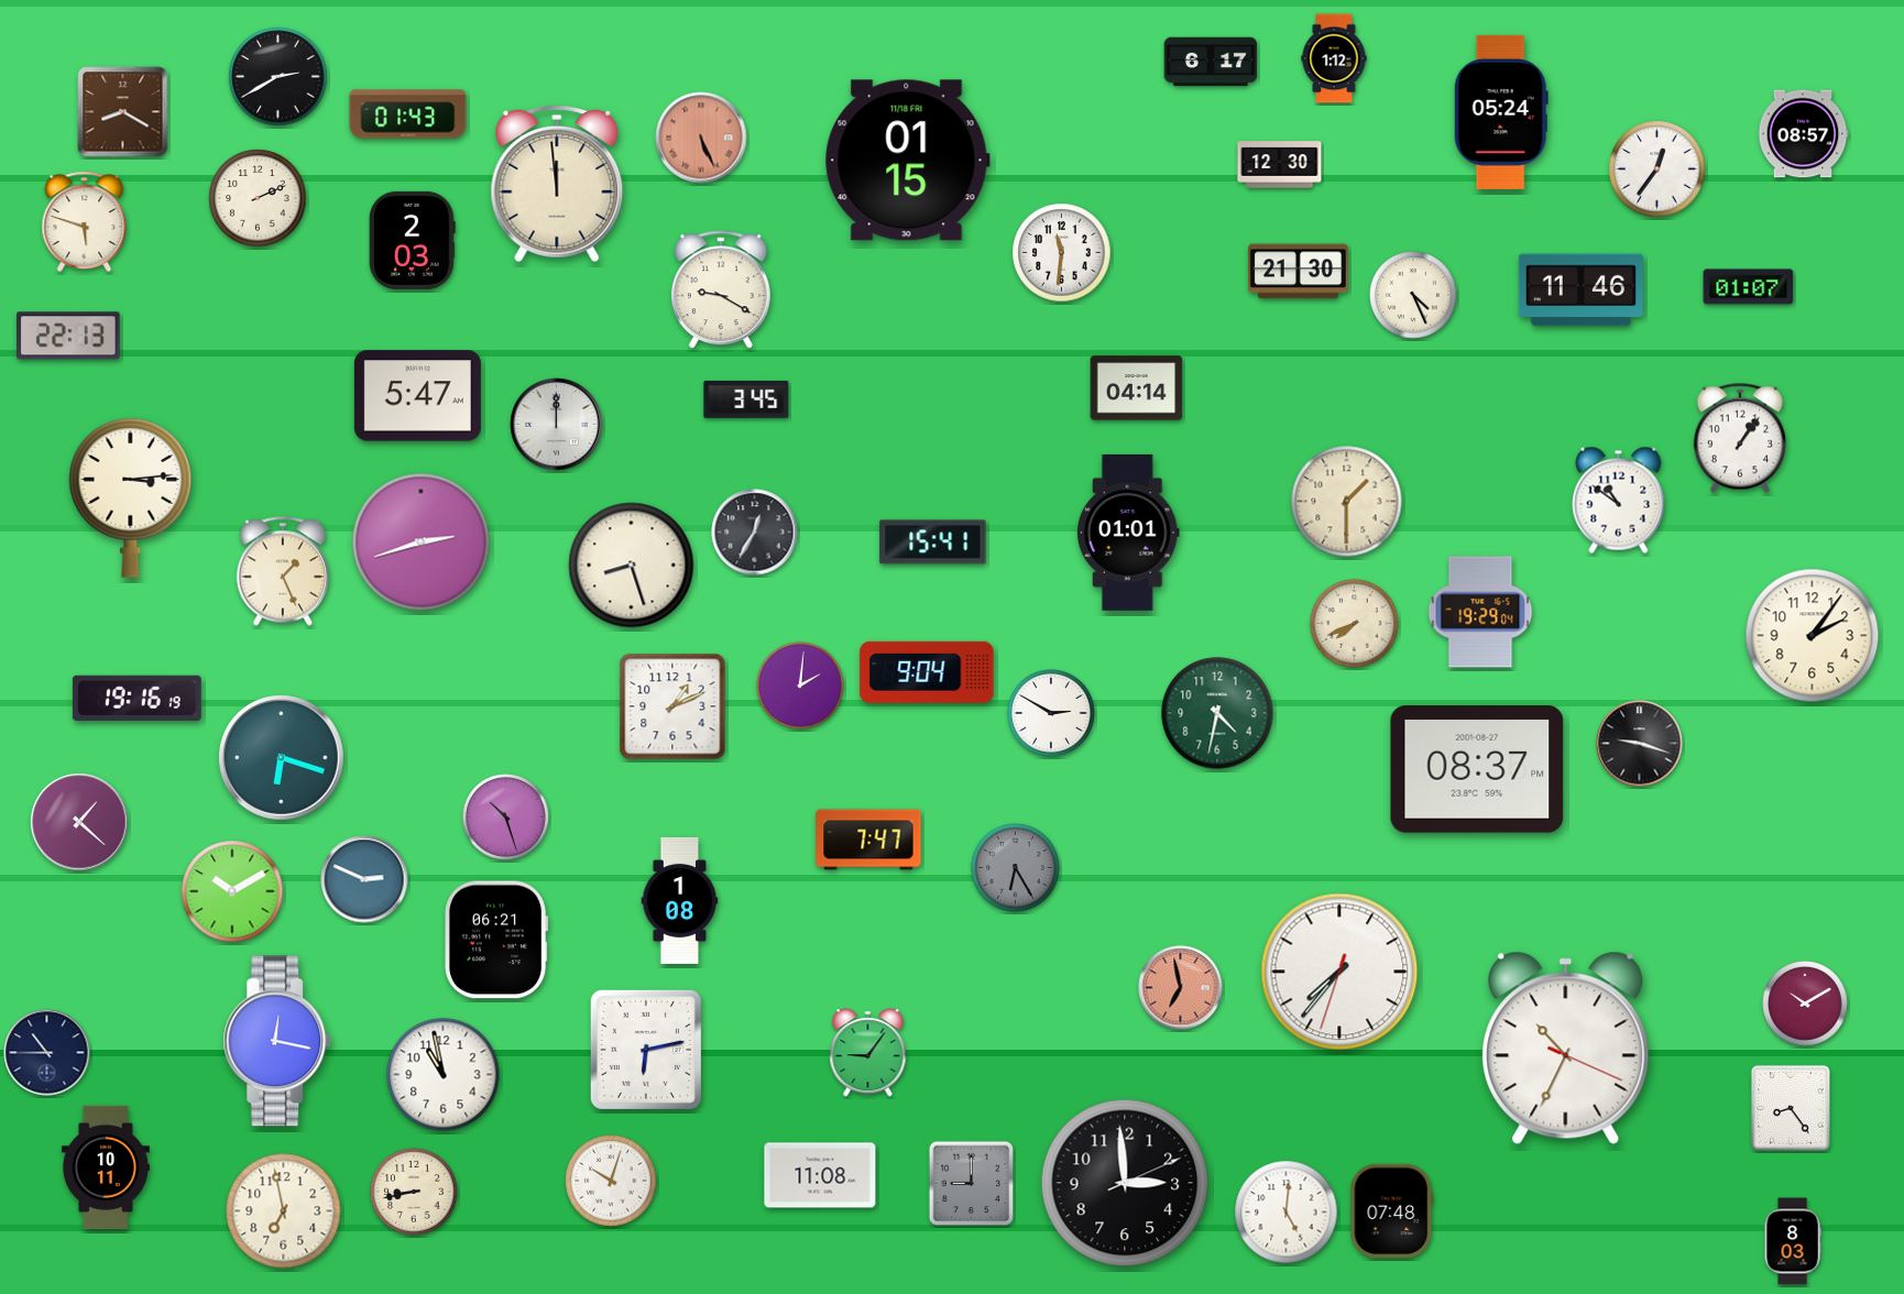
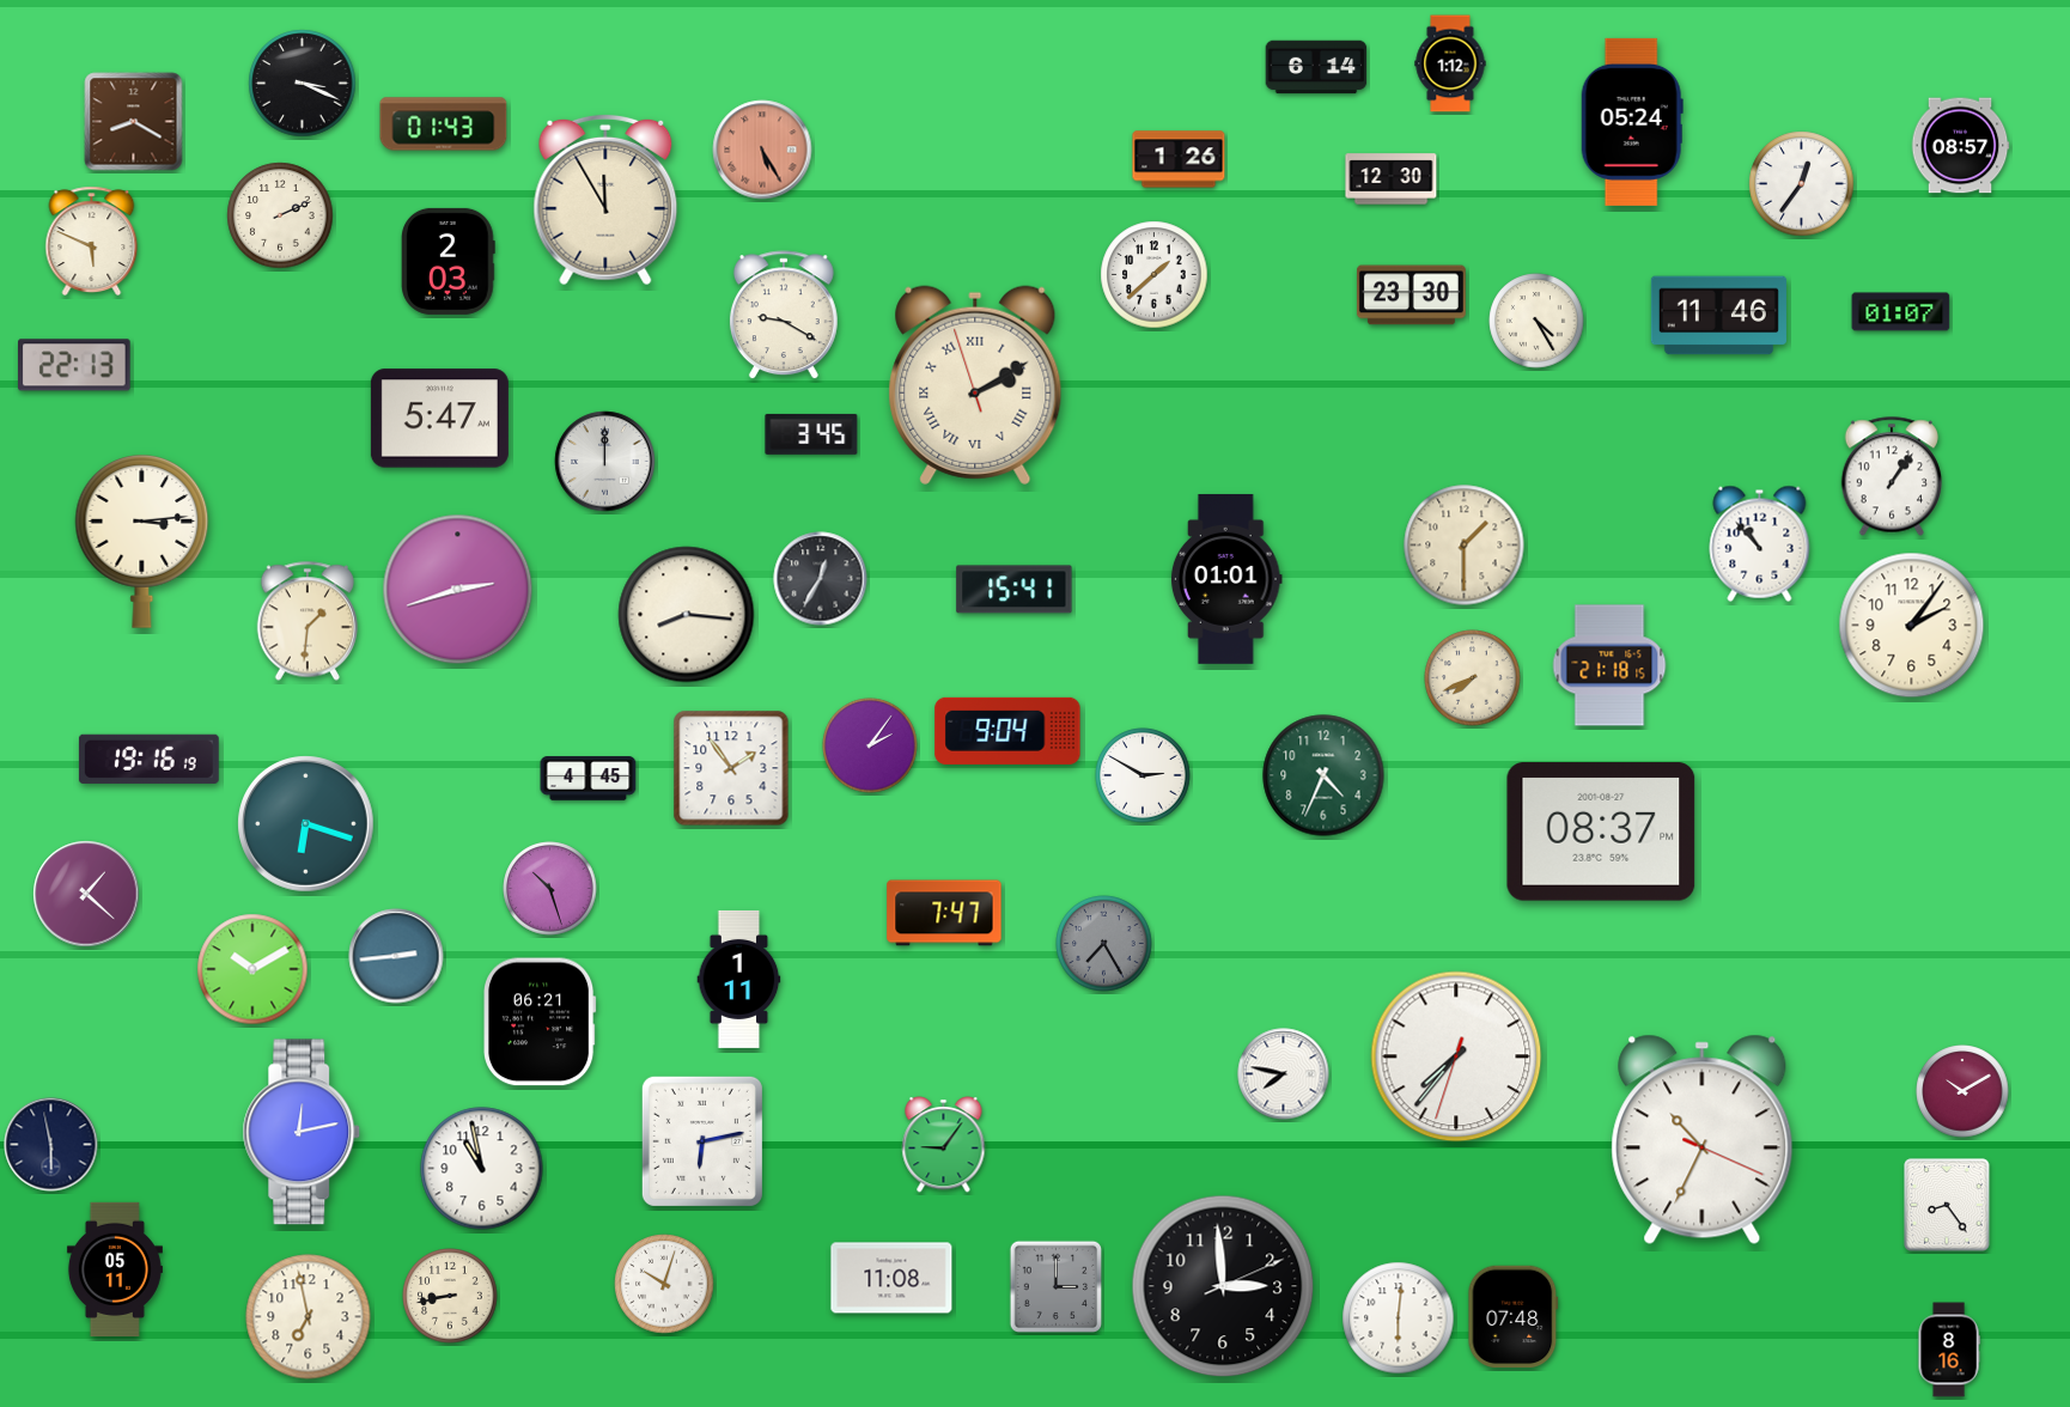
clock at (1211, 62): 6:17 -> 6:14
clock at (278, 77): 2:40 -> 3:19
clock at (701, 138): 5:26 -> 5:25
clock at (1179, 159): none -> 1:26
clock at (907, 161): 01:15 -> none
clock at (557, 184): 11:59 -> 11:55
clock at (85, 221): 5:48 -> 5:49
clock at (1062, 253): 11:31 -> 1:38
clock at (1298, 272): 21:30 -> 23:30
clock at (1413, 295): 4:26 -> 4:25
clock at (975, 385): none -> 2:09
clock at (1137, 388): 04:14 -> none
clock at (417, 396) position: (417, 396) -> (439, 419)
clock at (1619, 500): 10:51 -> 10:53
clock at (632, 566): 8:27 -> 8:16
clock at (282, 571): 1:26 -> 1:31
clock at (1480, 612): 19:29 -> 21:18
clock at (1813, 636) position: (1813, 636) -> (1912, 626)
clock at (800, 686): 2:01 -> 2:06
clock at (672, 706): 1:11 -> 1:54
clock at (1217, 713): 4:32 -> 4:34
clock at (589, 779): none -> 4:45
clock at (1640, 744): 9:18 -> none
clock at (1477, 769) position: (1477, 769) -> (1601, 832)
clock at (1016, 868): 6:25 -> 7:25
clock at (364, 879): 2:49 -> 2:44
clock at (680, 900): 1:08 -> 1:11
clock at (1181, 988): 6:58 -> 7:47
clock at (1181, 988) dial: salmon -> white
clock at (277, 1041): 12:17 -> 12:13
clock at (47, 1053): 10:45 -> 5:58
clock at (106, 1166): 10:11 -> 05:11
clock at (972, 1184): 9:00 -> 3:00
clock at (1287, 1213): 5:01 -> 6:01
clock at (1793, 1241): 8:03 -> 8:16
